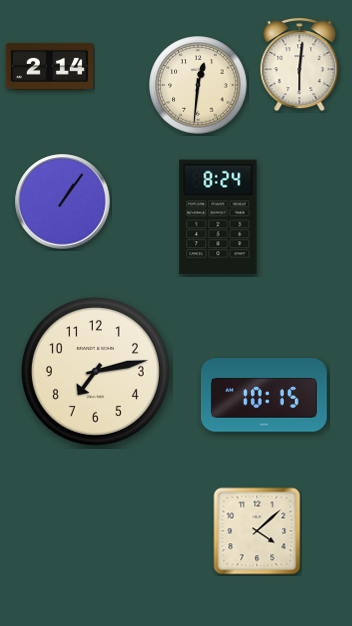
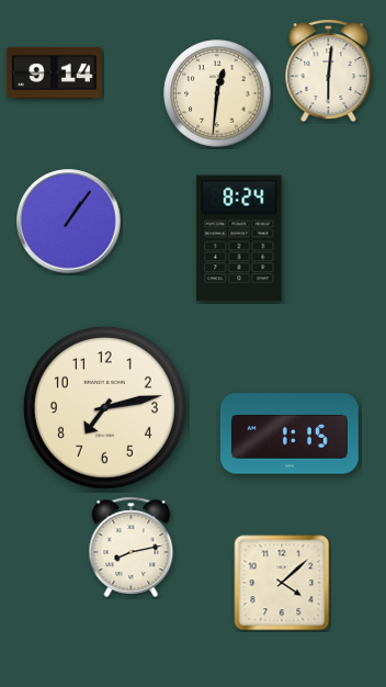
clock at (49, 66): 2:14 -> 9:14
clock at (264, 395): 10:15 -> 1:15
clock at (132, 547): none -> 8:13
